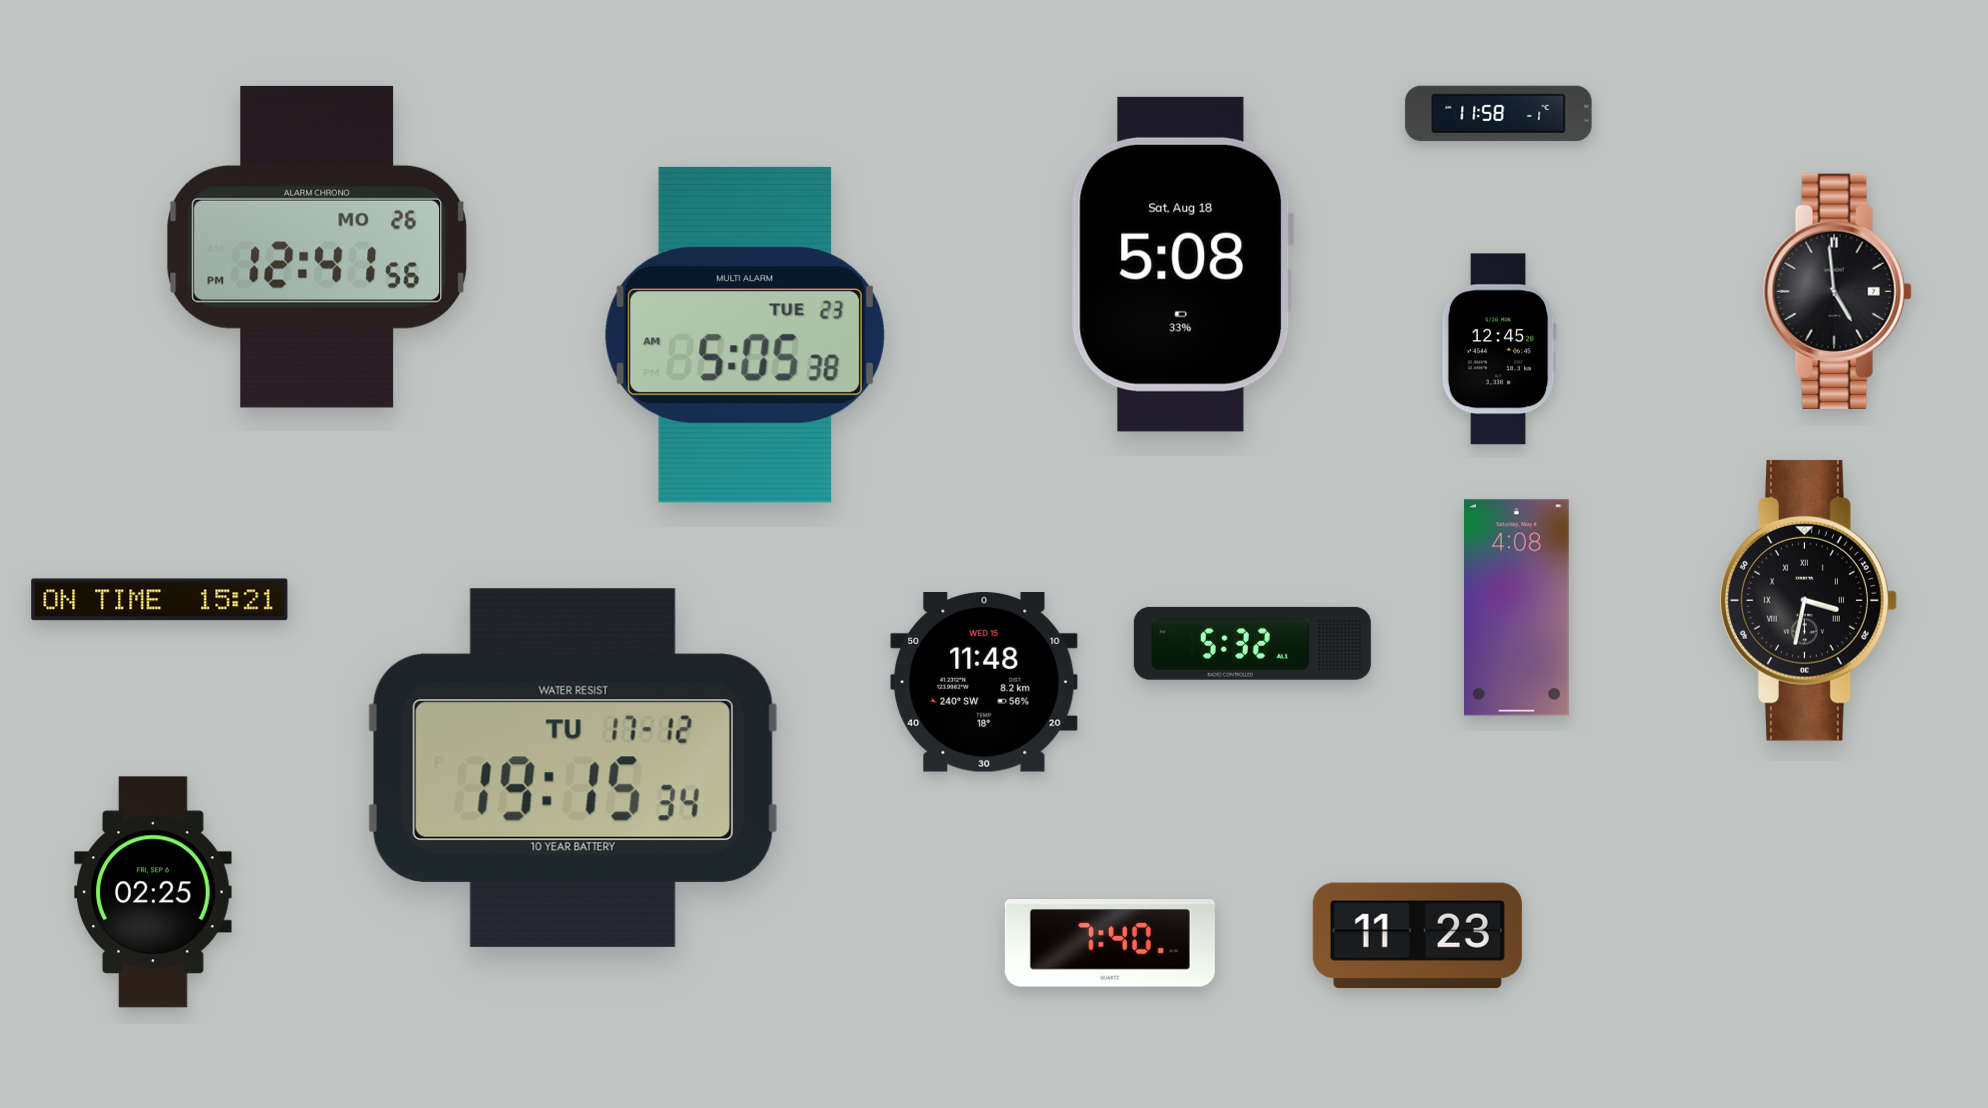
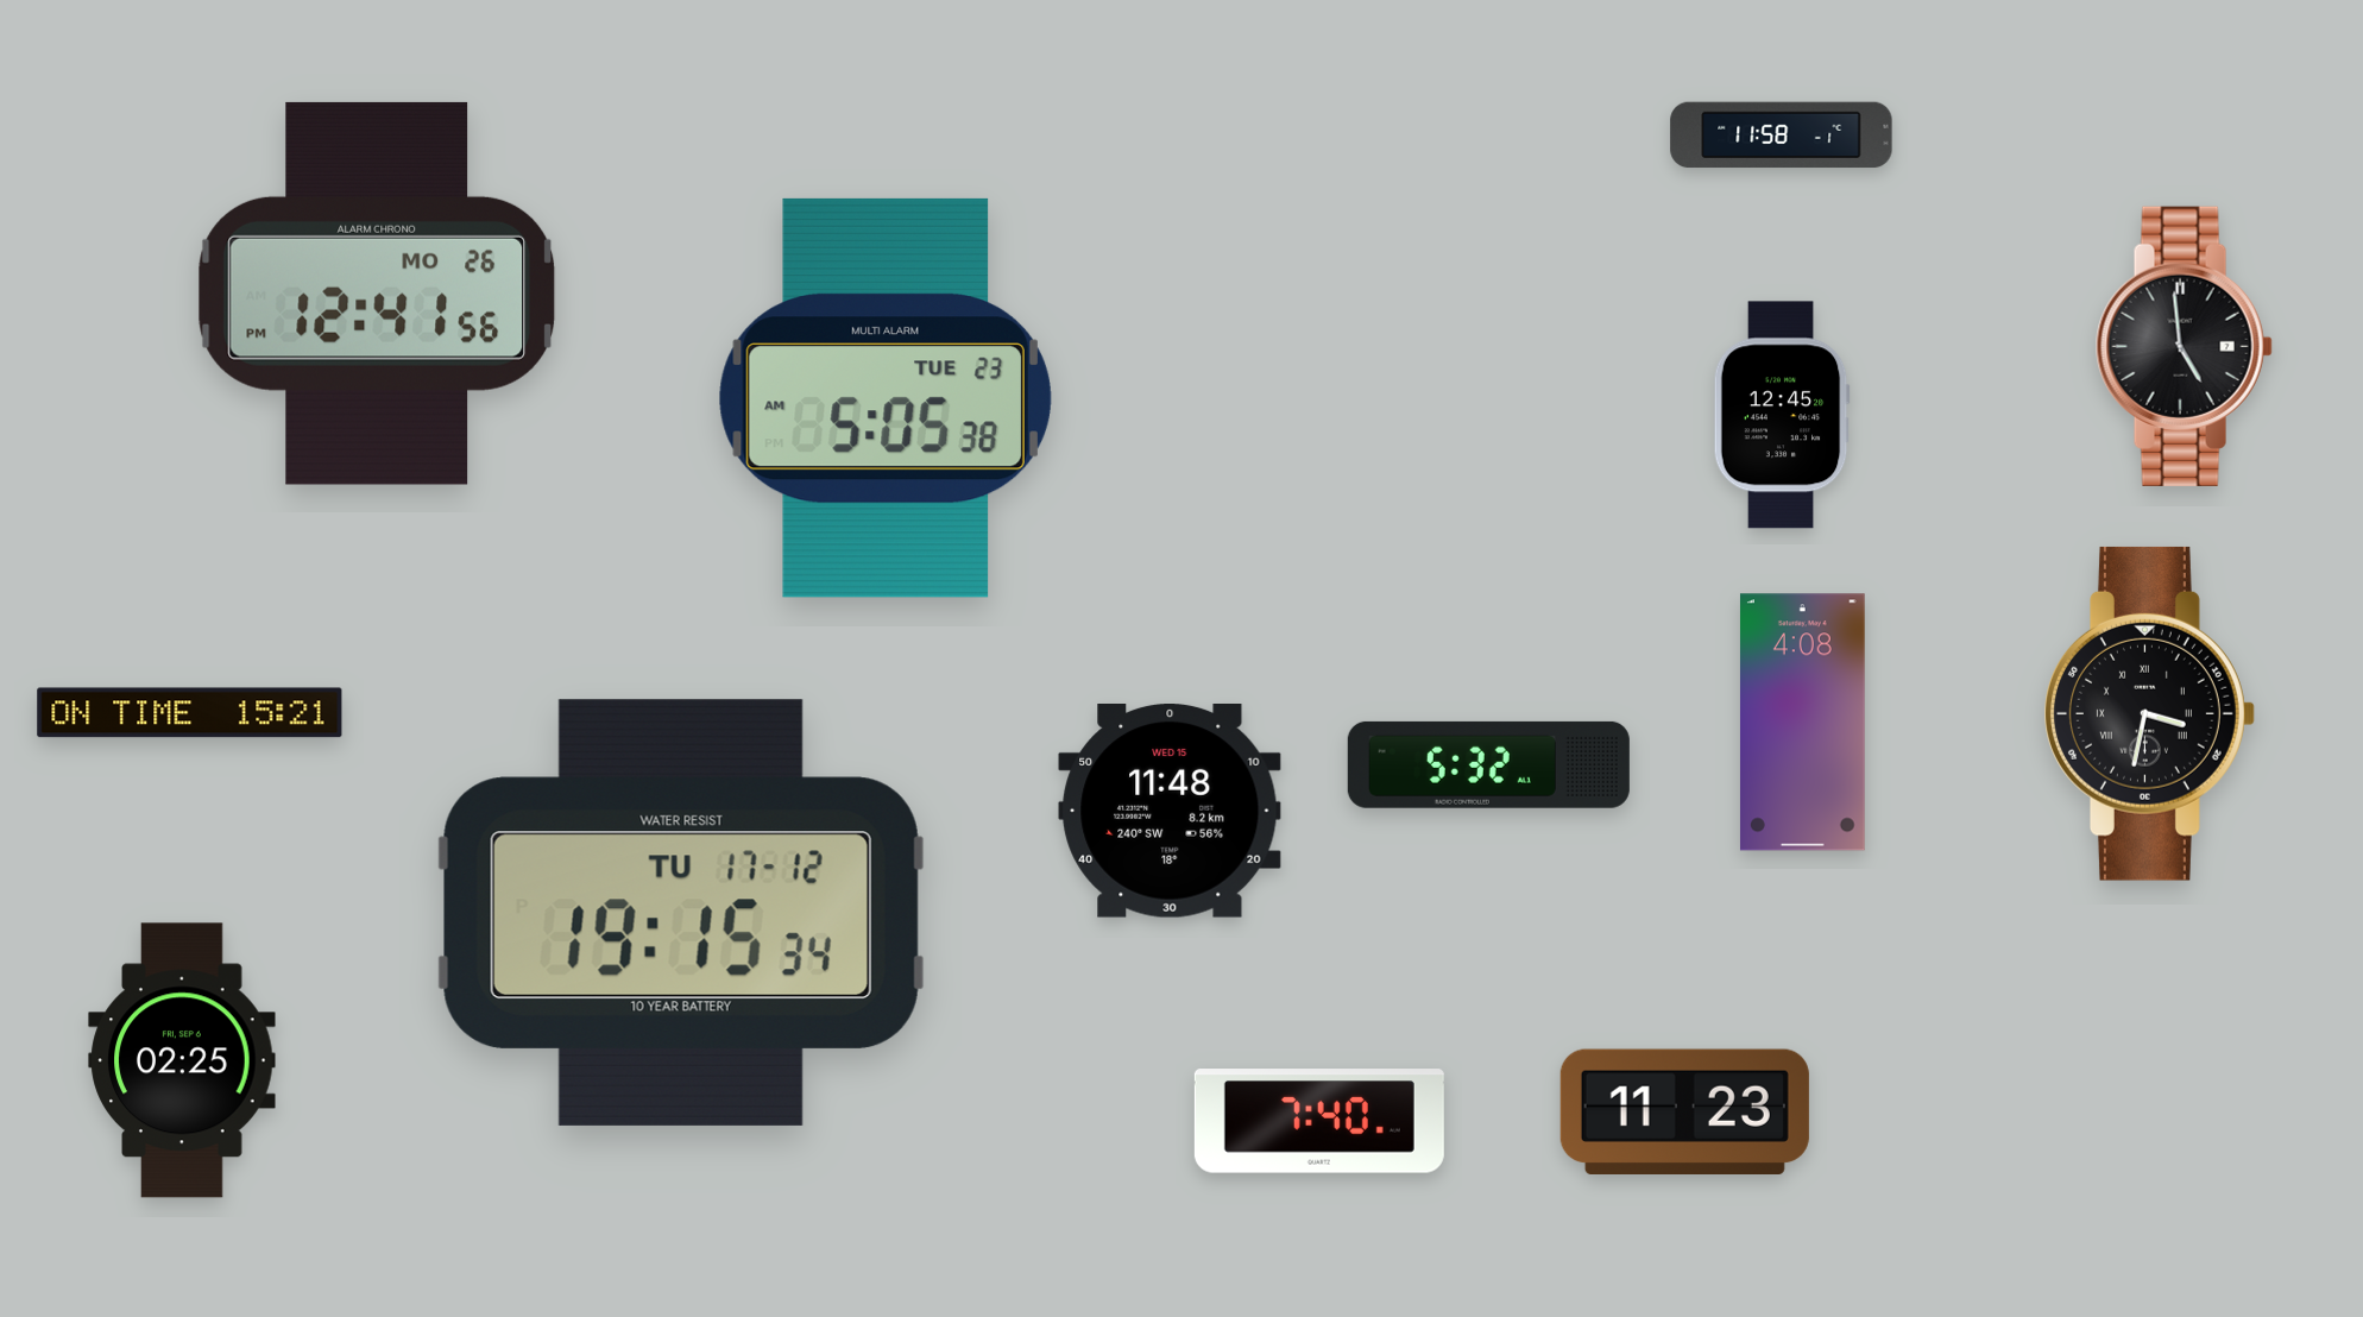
clock at (1182, 264): 5:08 -> none
